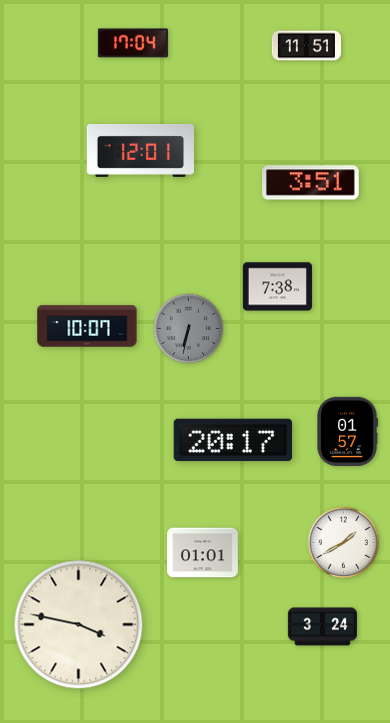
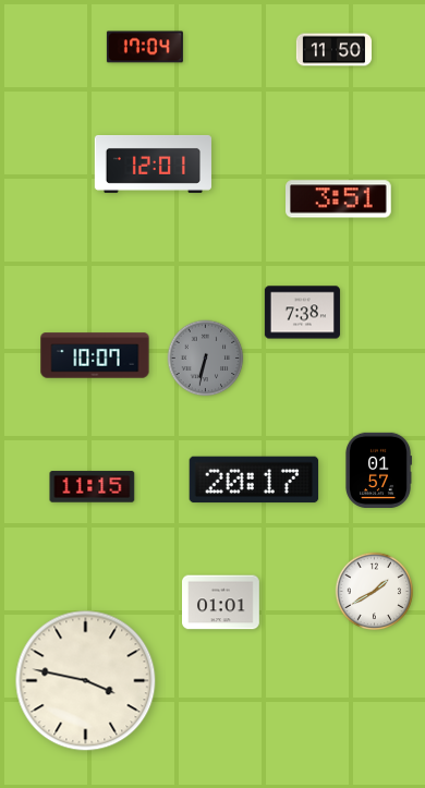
clock at (306, 46): 11:51 -> 11:50
clock at (93, 487): none -> 11:15
clock at (322, 627): 3:24 -> none
